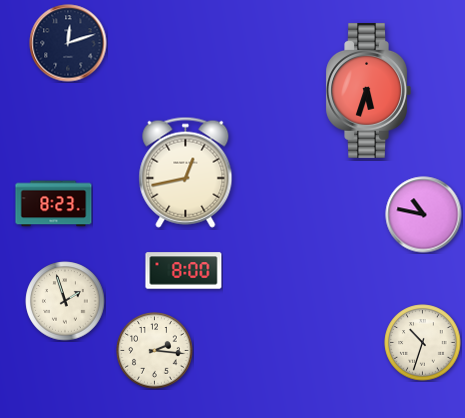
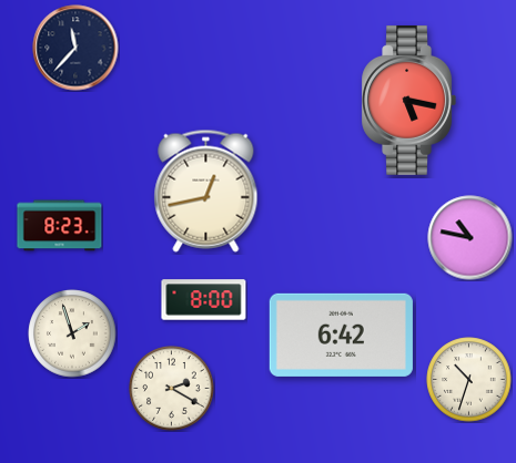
clock at (68, 43): 12:12 -> 11:37
clock at (368, 90): 5:33 -> 5:17
clock at (341, 335): none -> 6:42
clock at (155, 351): 2:16 -> 2:20
